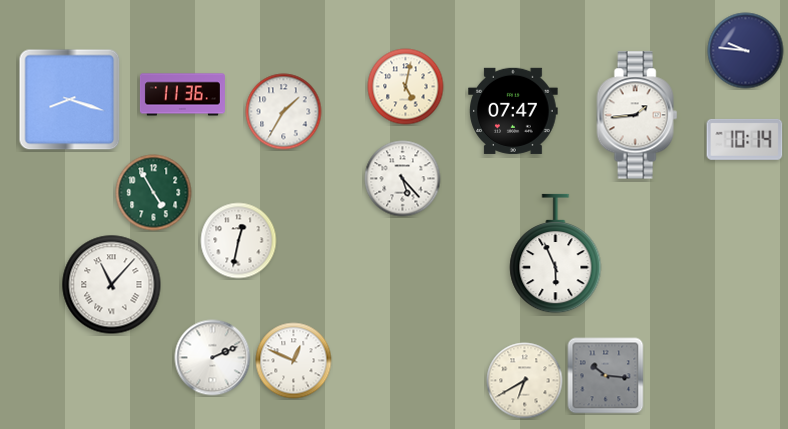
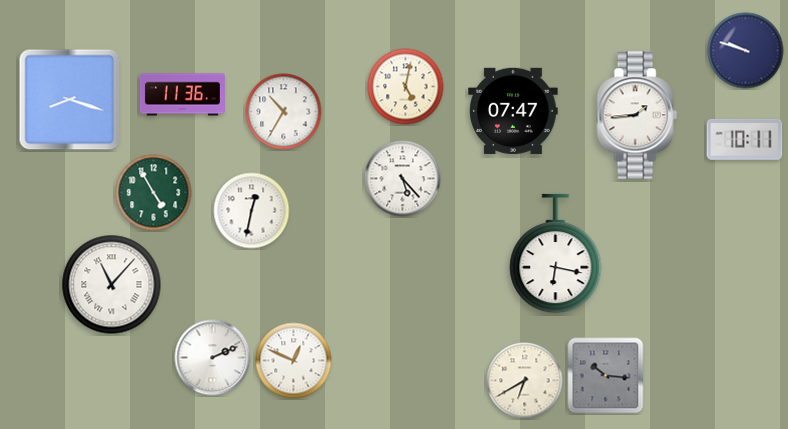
clock at (746, 51): 9:46 -> 9:48
clock at (284, 112): 1:35 -> 10:35
clock at (745, 139): 10:14 -> 10:11
clock at (239, 241) position: (239, 241) -> (252, 211)
clock at (556, 254): 5:56 -> 6:17
